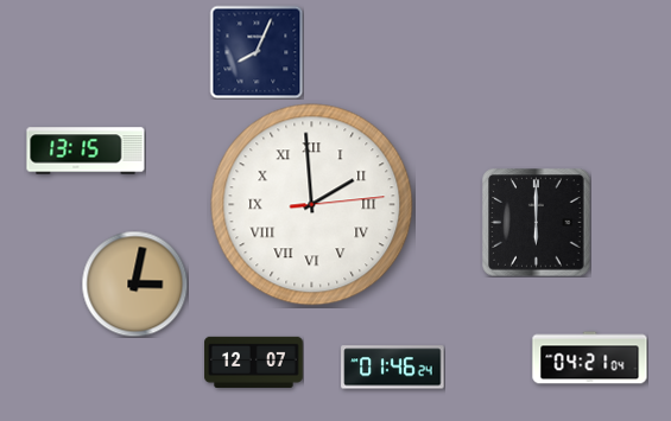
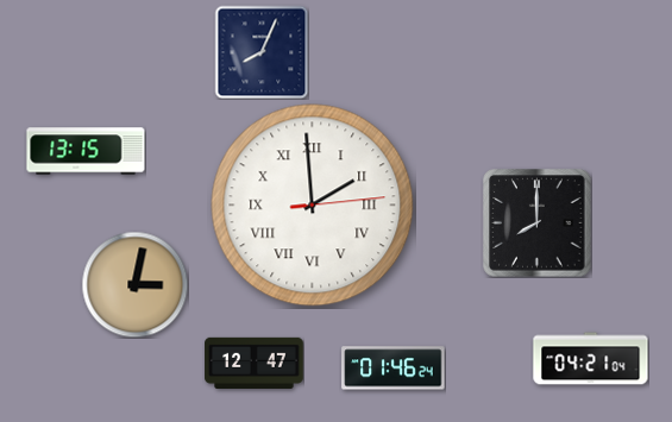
clock at (257, 52) position: (257, 52) -> (262, 52)
clock at (537, 223): 6:00 -> 8:00
clock at (254, 362): 12:07 -> 12:47
